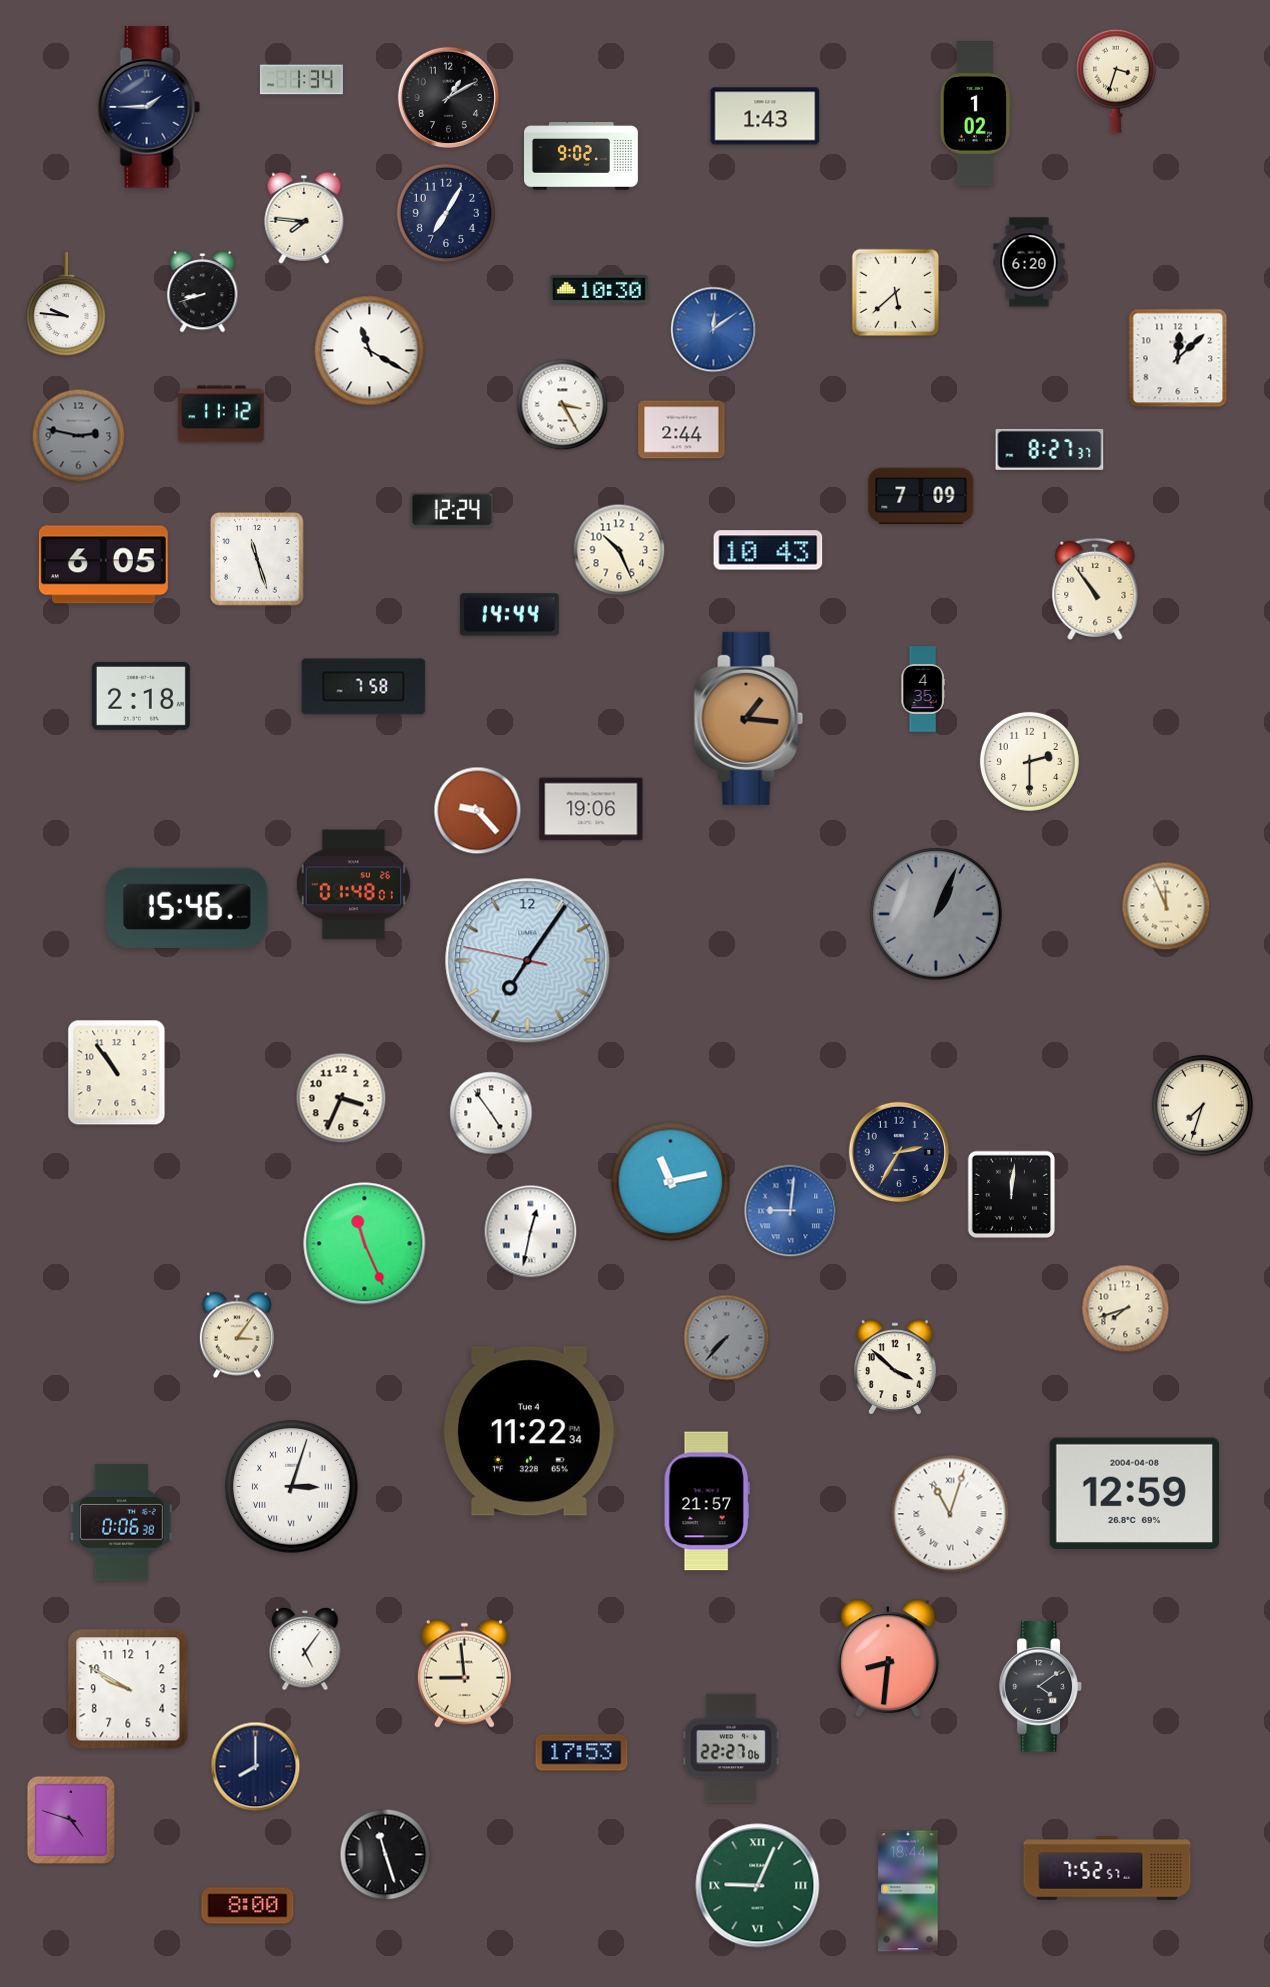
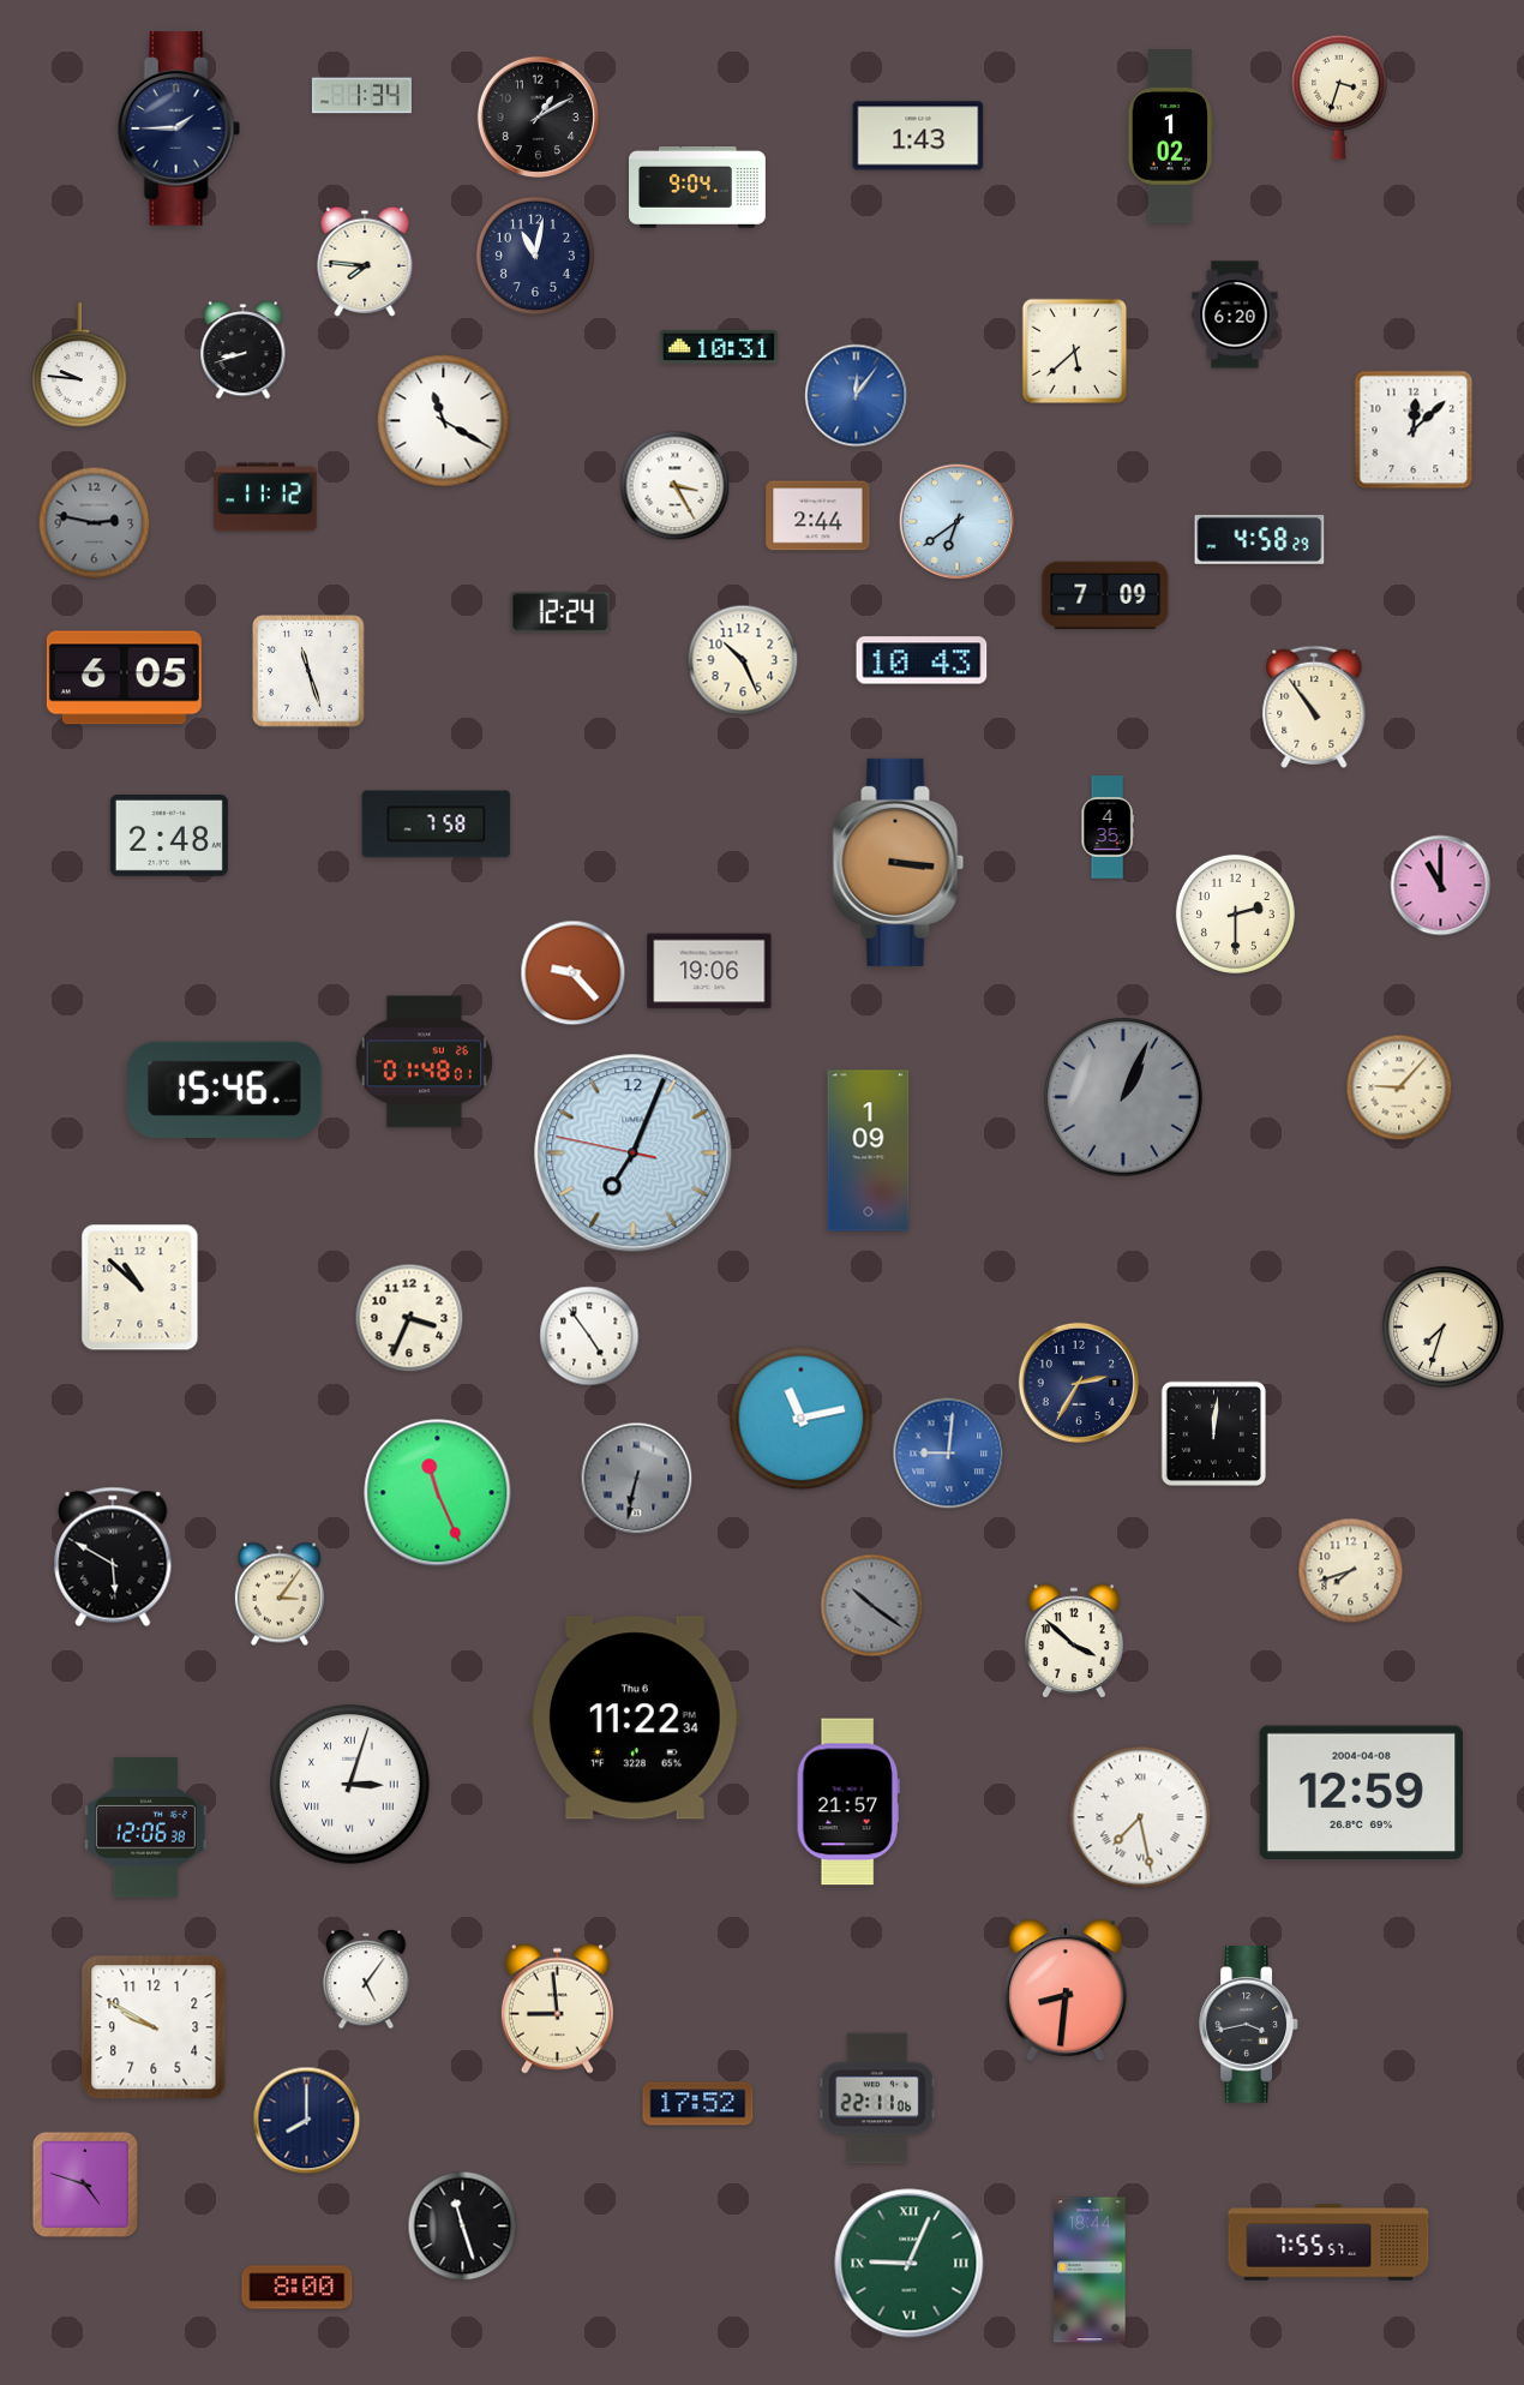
clock at (765, 116) position: (765, 116) -> (918, 136)
clock at (582, 156): 9:02 -> 9:04
clock at (446, 213): 7:05 -> 11:02
clock at (599, 289): 10:30 -> 10:31
clock at (714, 330): 12:09 -> 12:06
clock at (958, 522): none -> 6:39
clock at (1050, 449): 8:27 -> 4:58
clock at (452, 511) position: (452, 511) -> (560, 613)
clock at (509, 615): 14:44 -> none
clock at (141, 696): 2:18 -> 2:48
clock at (749, 718): 1:16 -> 3:16
clock at (1441, 886): none -> 11:00
clock at (1166, 906): 11:56 -> 9:07
clock at (869, 1151): none -> 1:09
clock at (528, 961): 7:05 -> 7:03
clock at (117, 1073): 10:54 -> 10:52
clock at (671, 1182) position: (671, 1182) -> (802, 1419)
clock at (531, 1232): 12:32 -> 6:32
clock at (531, 1232) dial: white -> grey
clock at (113, 1557): none -> 5:50
clock at (237, 1335) position: (237, 1335) -> (280, 1594)
clock at (727, 1338): 7:37 -> 10:21
clock at (529, 1431) date: Tue 4 -> Thu 6
clock at (950, 1514): 11:03 -> 7:28
clock at (121, 1523): 0:06 -> 12:06
clock at (1041, 1687): 4:09 -> 3:43
clock at (731, 1748): 22:27 -> 22:11
clock at (582, 1753): 17:53 -> 17:52
clock at (1107, 1868): 7:52 -> 7:55
